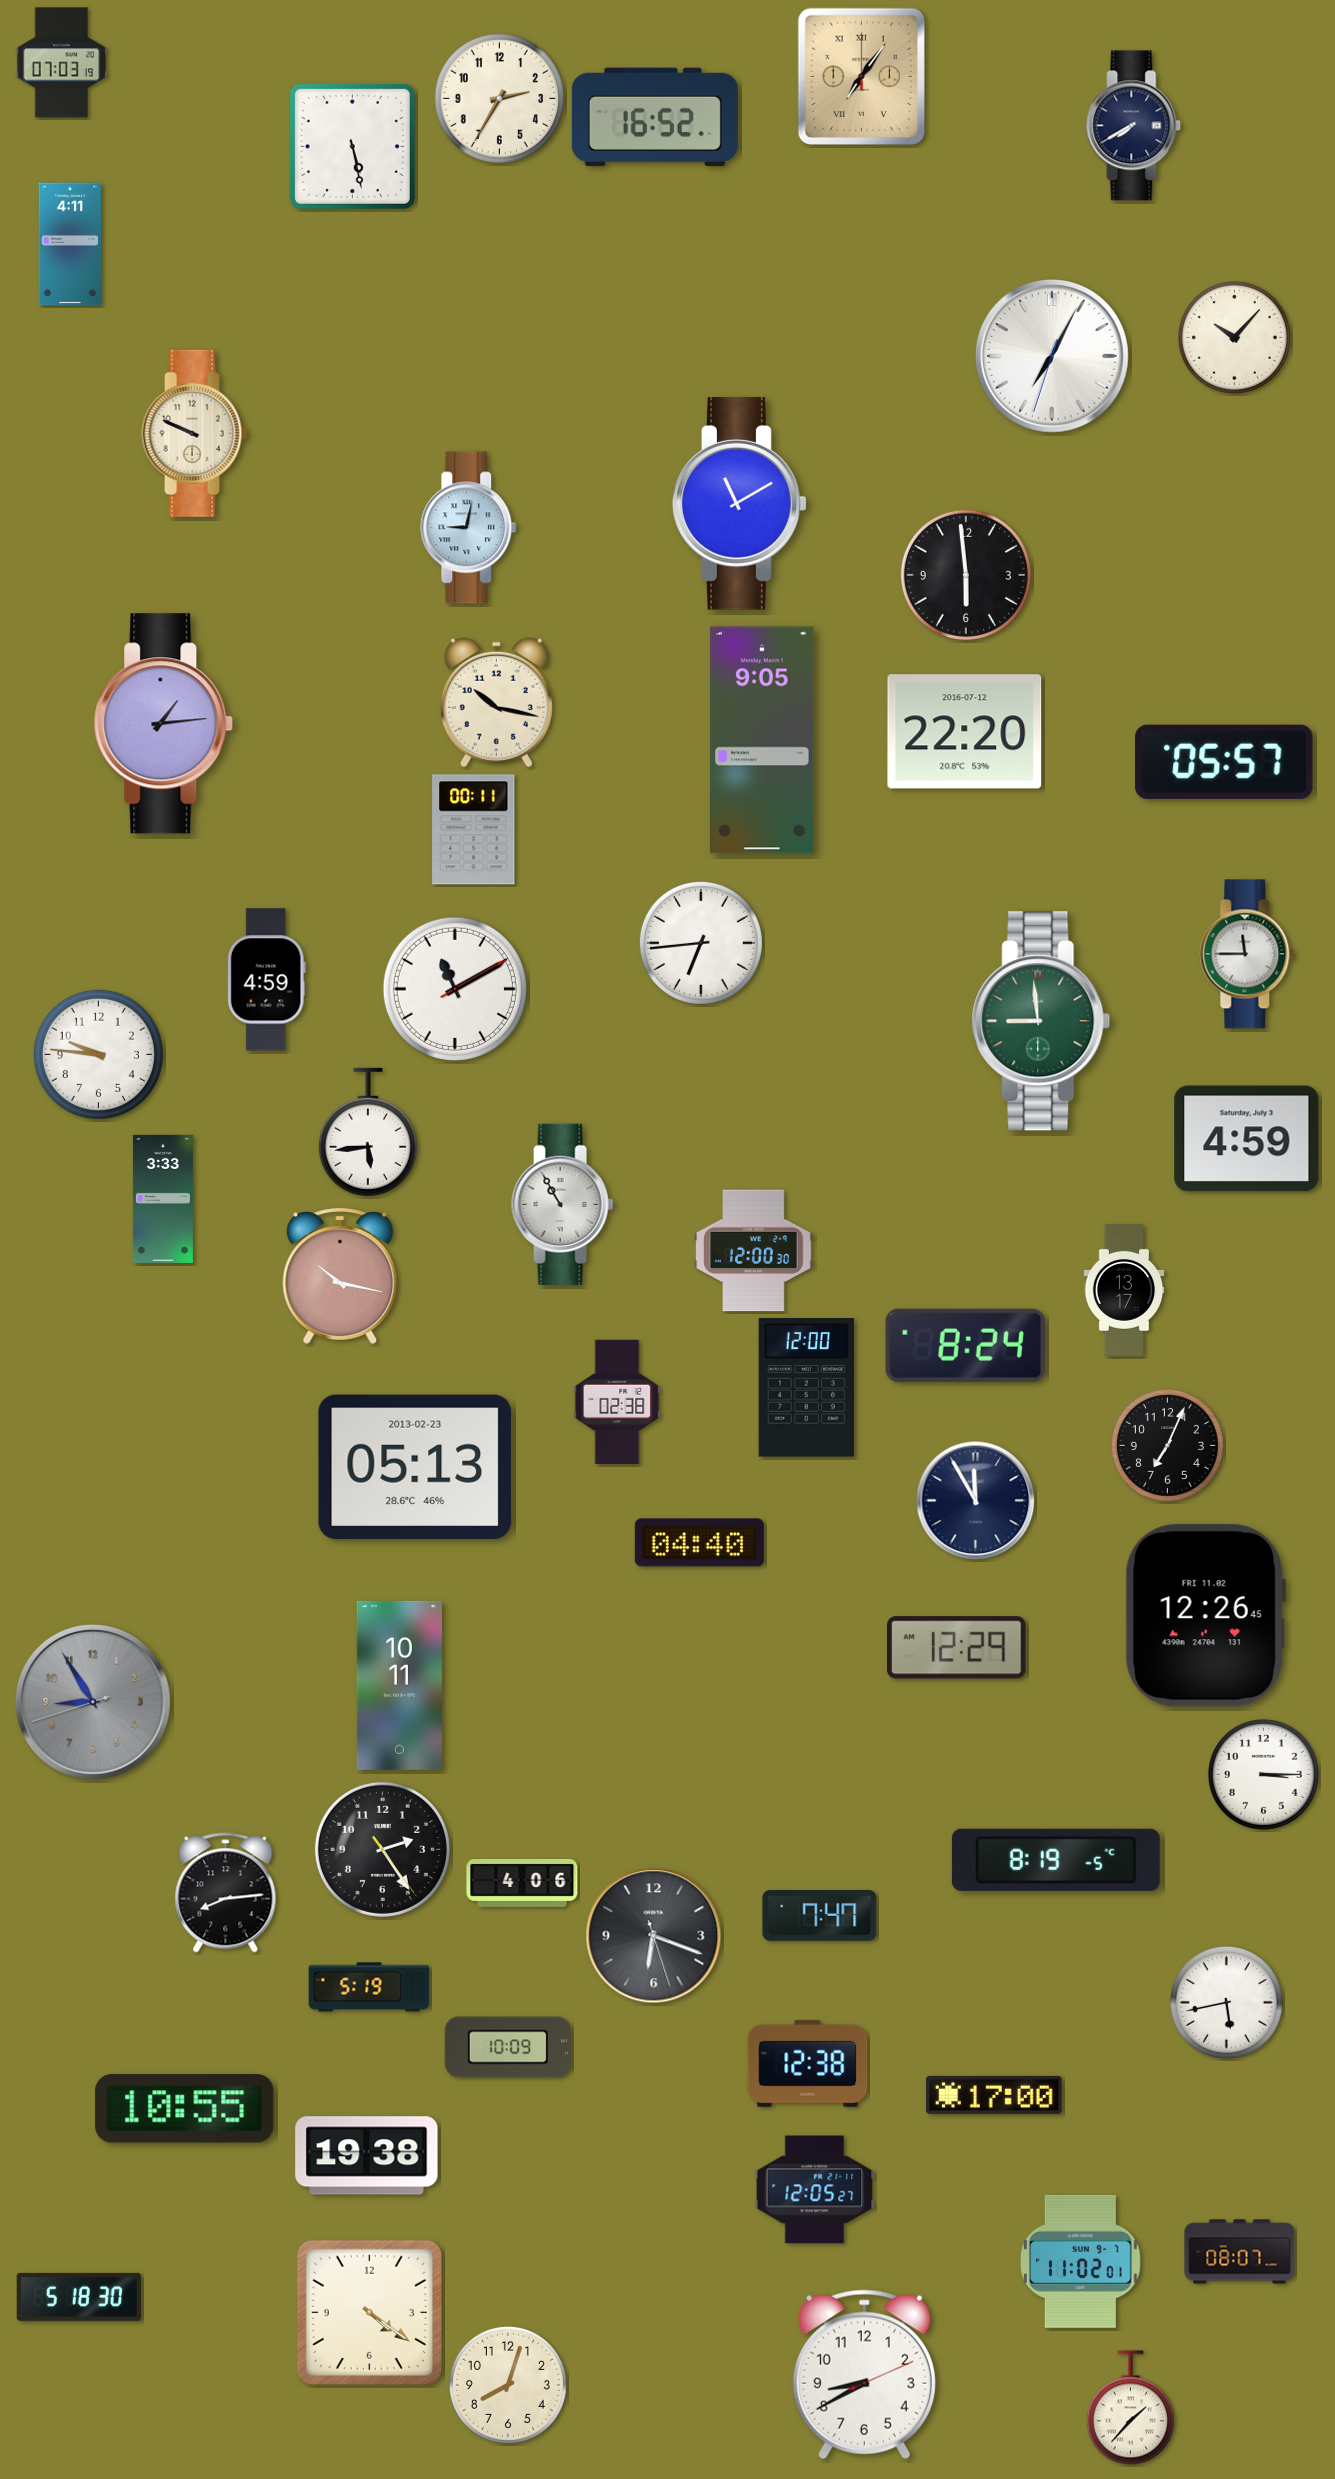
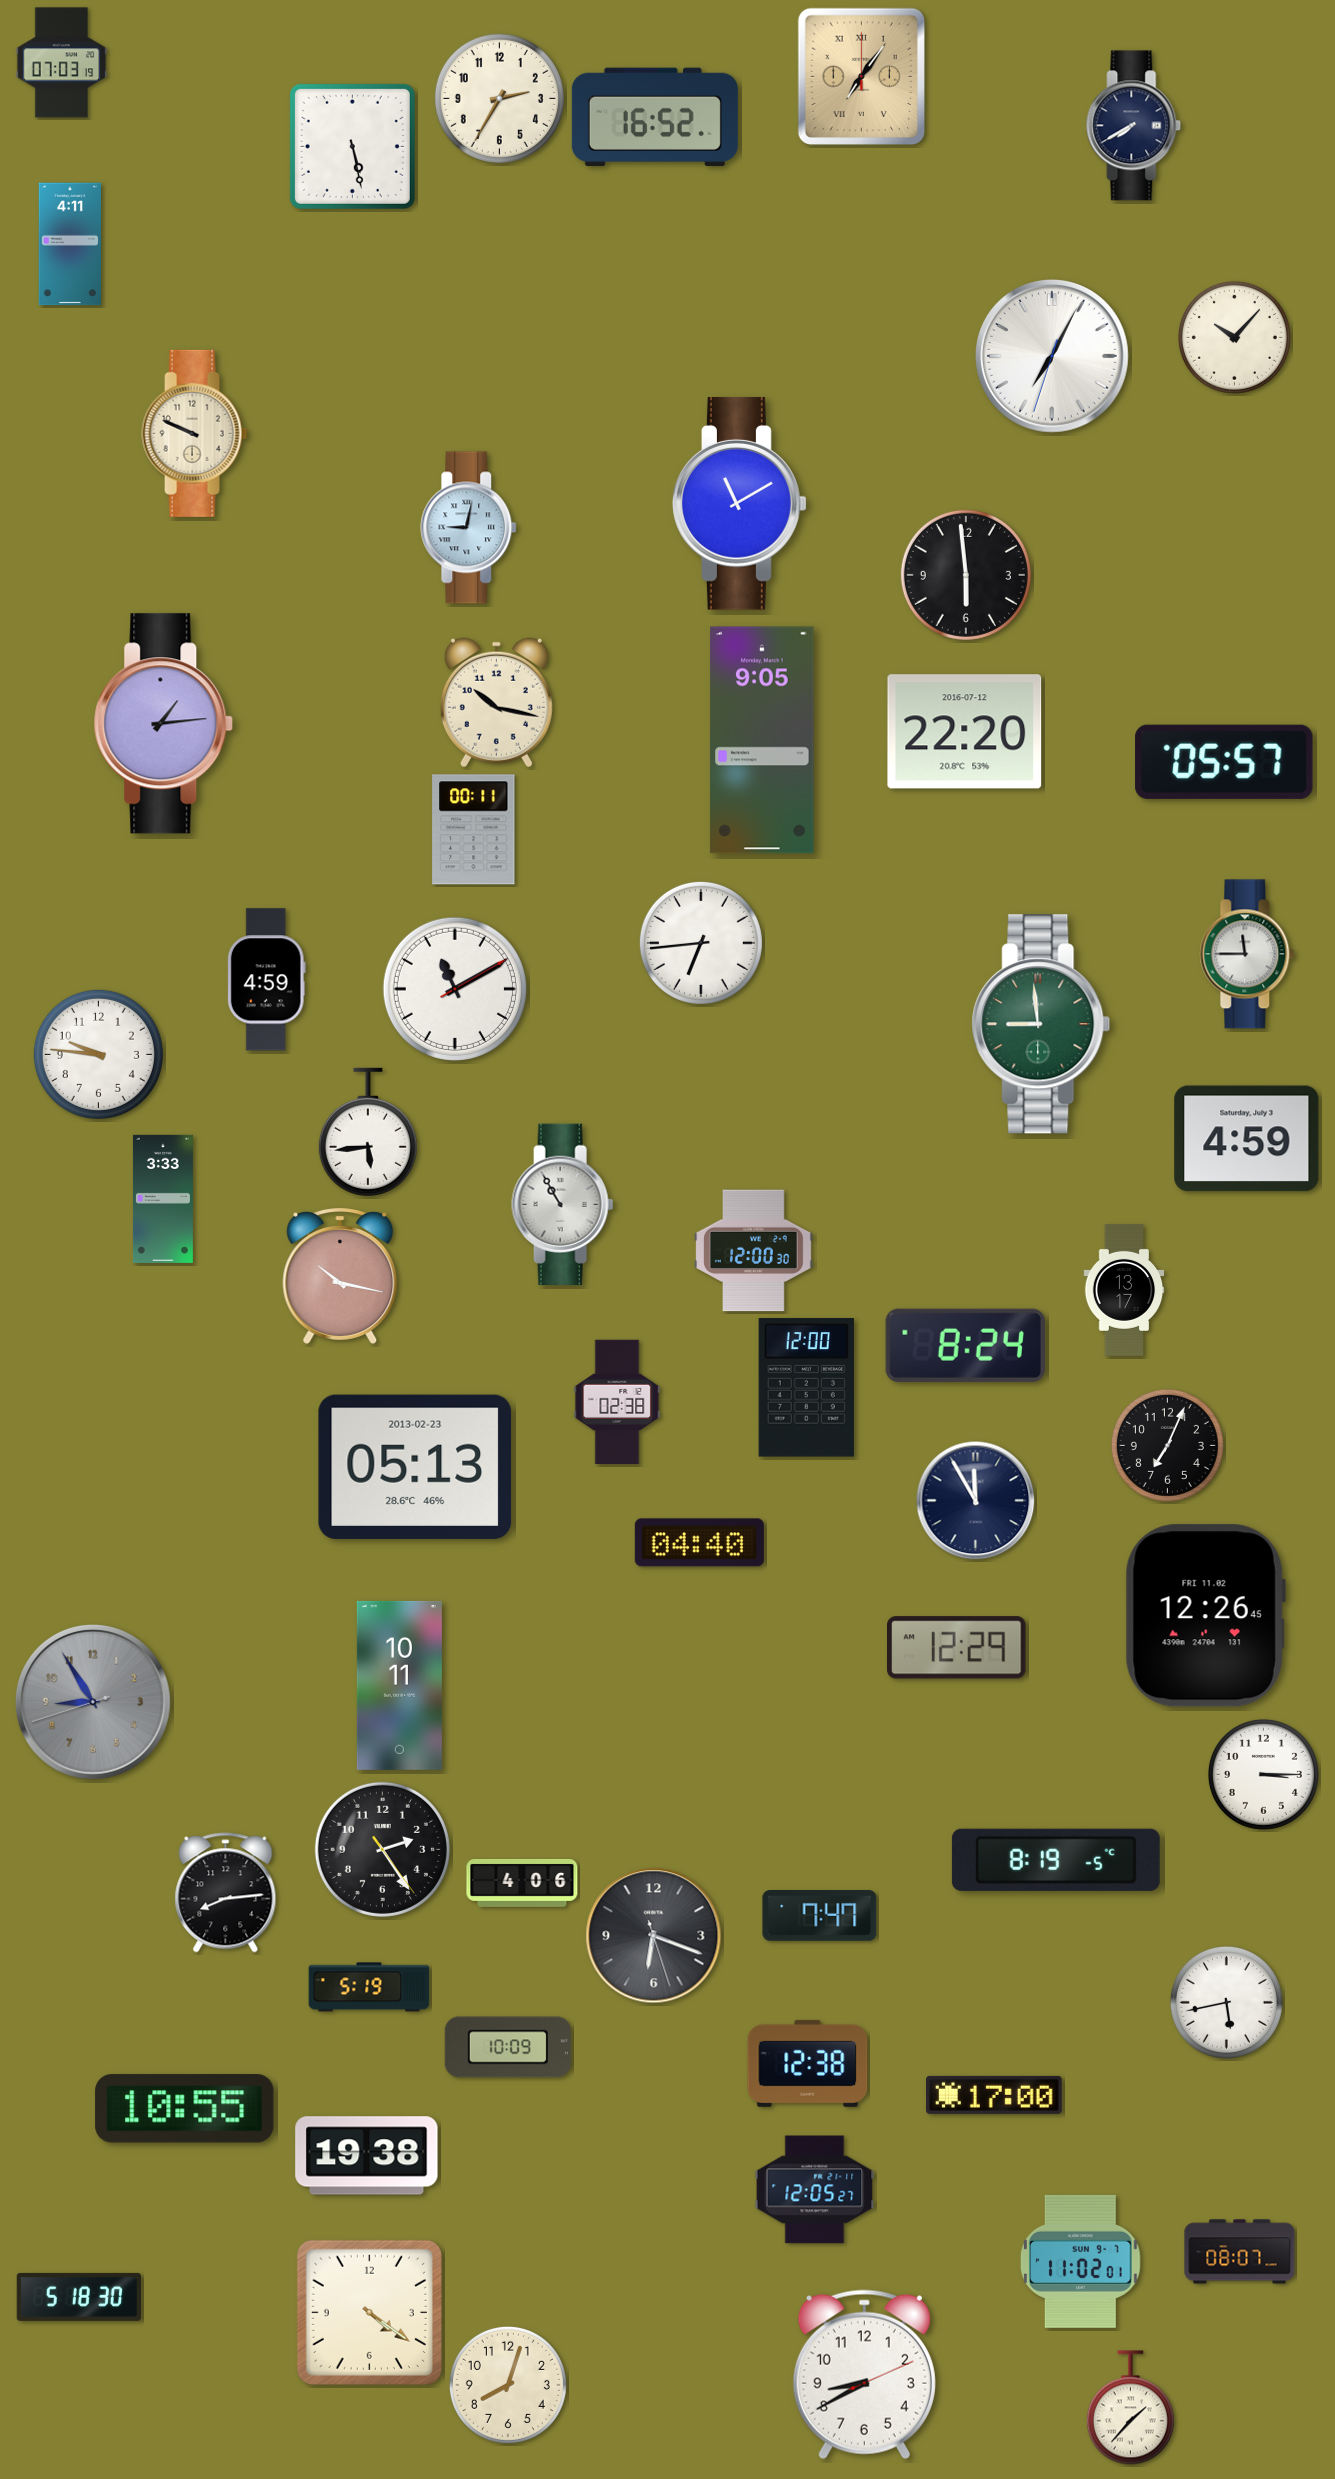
clock at (1041, 1021) position: (1041, 1021) -> (1041, 1024)
